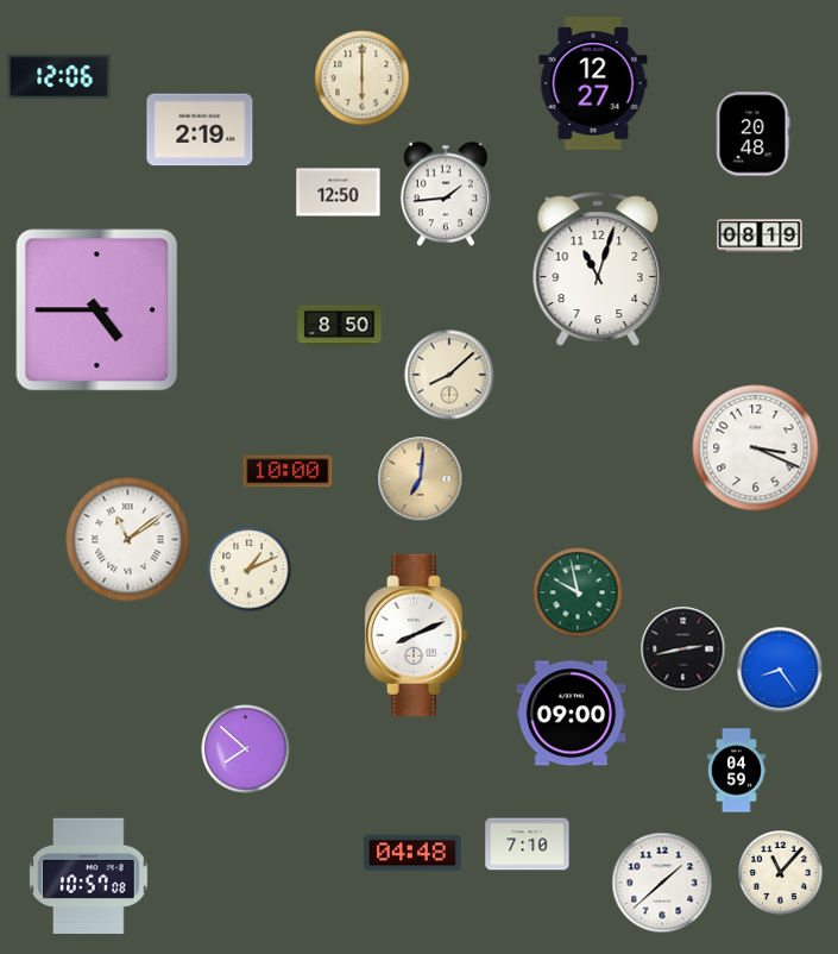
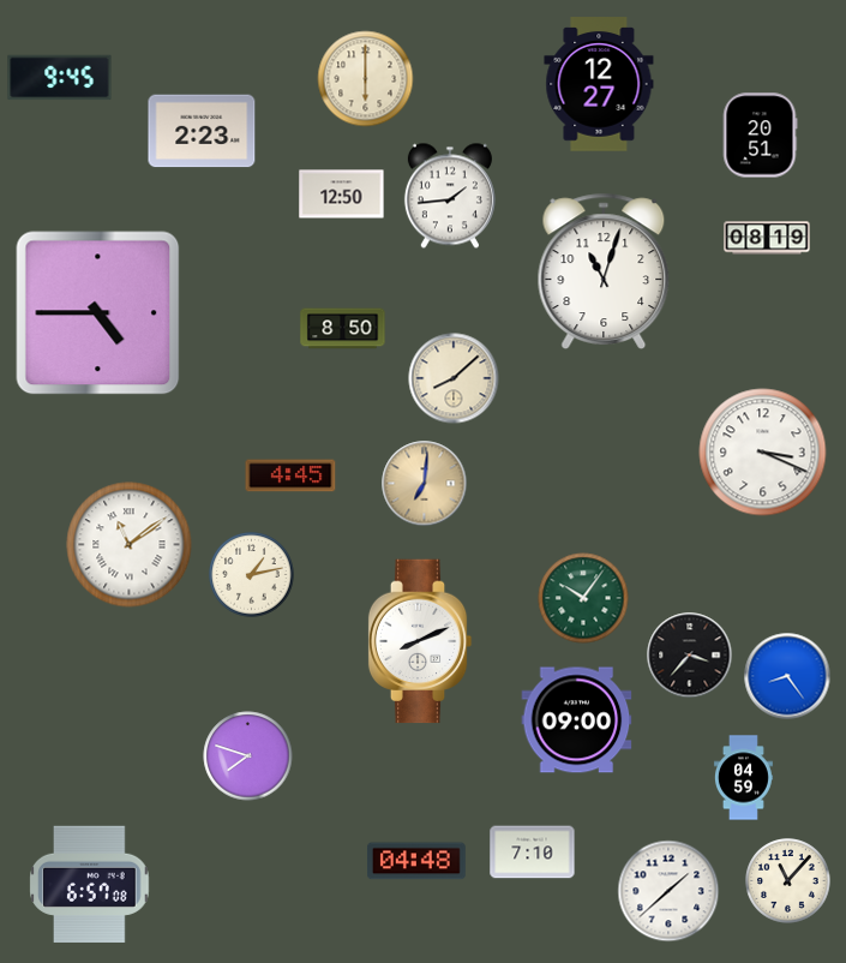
clock at (59, 77): 12:06 -> 9:45
clock at (200, 130): 2:19 -> 2:23
clock at (752, 134): 20:48 -> 20:51
clock at (288, 471): 10:00 -> 4:45
clock at (250, 570): 1:11 -> 1:13
clock at (578, 592): 9:58 -> 10:06
clock at (683, 649): 2:43 -> 3:37
clock at (246, 749): 7:52 -> 7:48
clock at (89, 875): 10:57 -> 6:57
